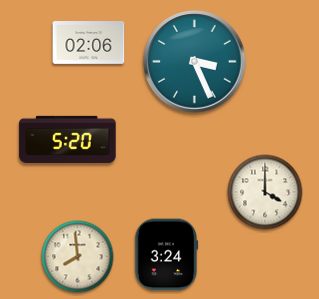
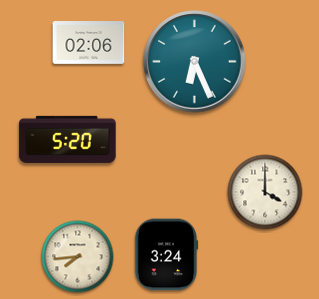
clock at (195, 62): 3:26 -> 6:26
clock at (78, 257): 7:59 -> 7:44
